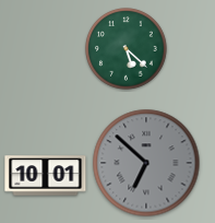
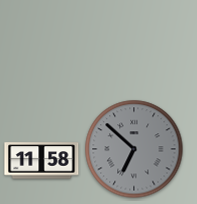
clock at (127, 49): 5:22 -> none
clock at (46, 176): 10:01 -> 11:58
